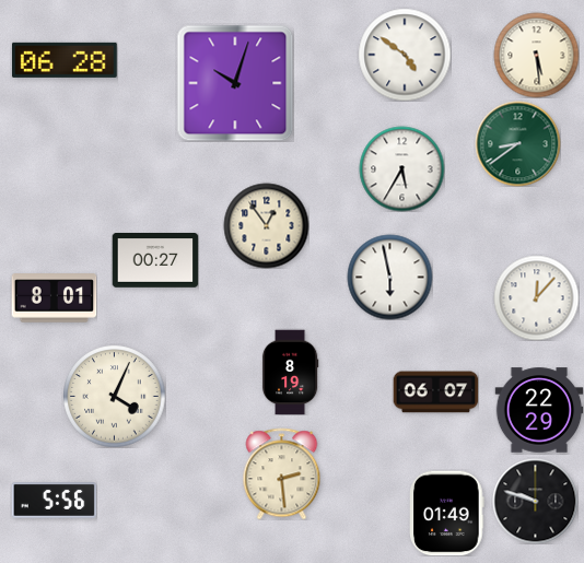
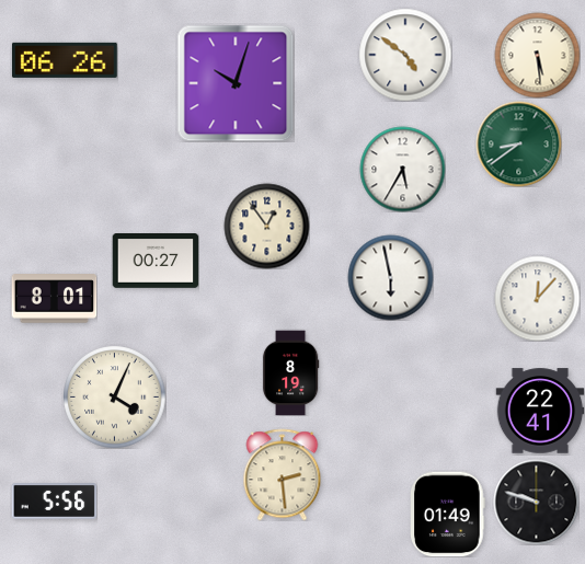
clock at (65, 60): 06:28 -> 06:26
clock at (435, 392): 06:07 -> none
clock at (539, 410): 22:29 -> 22:41
